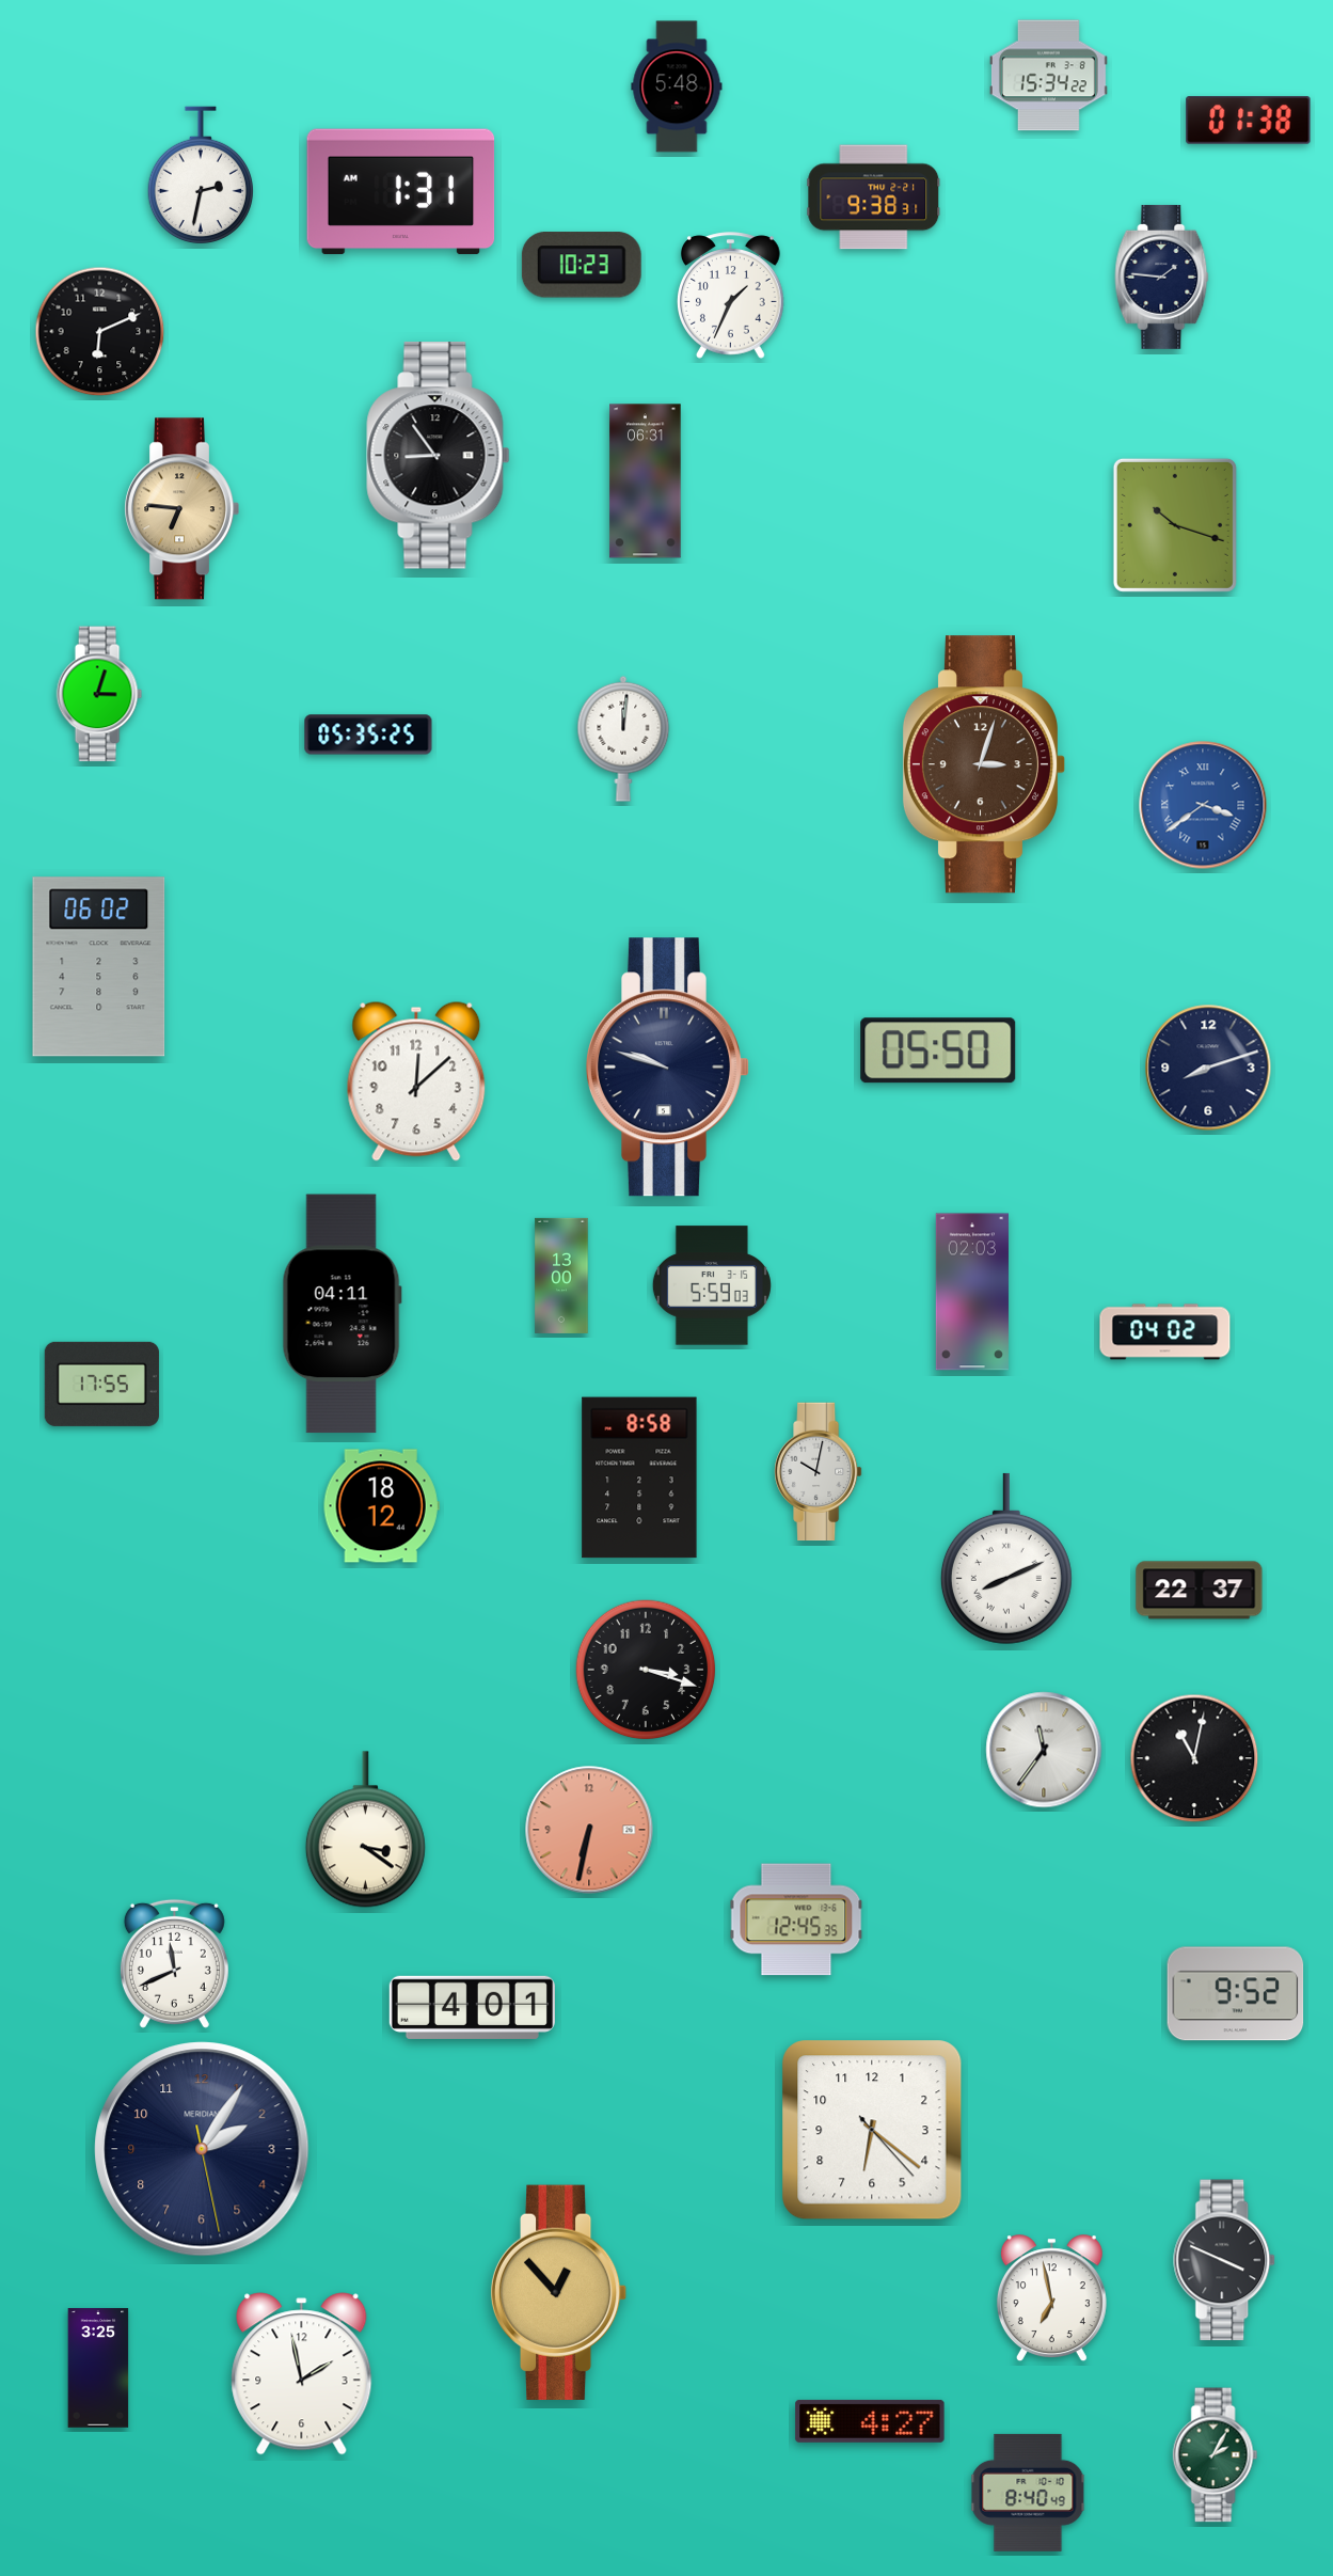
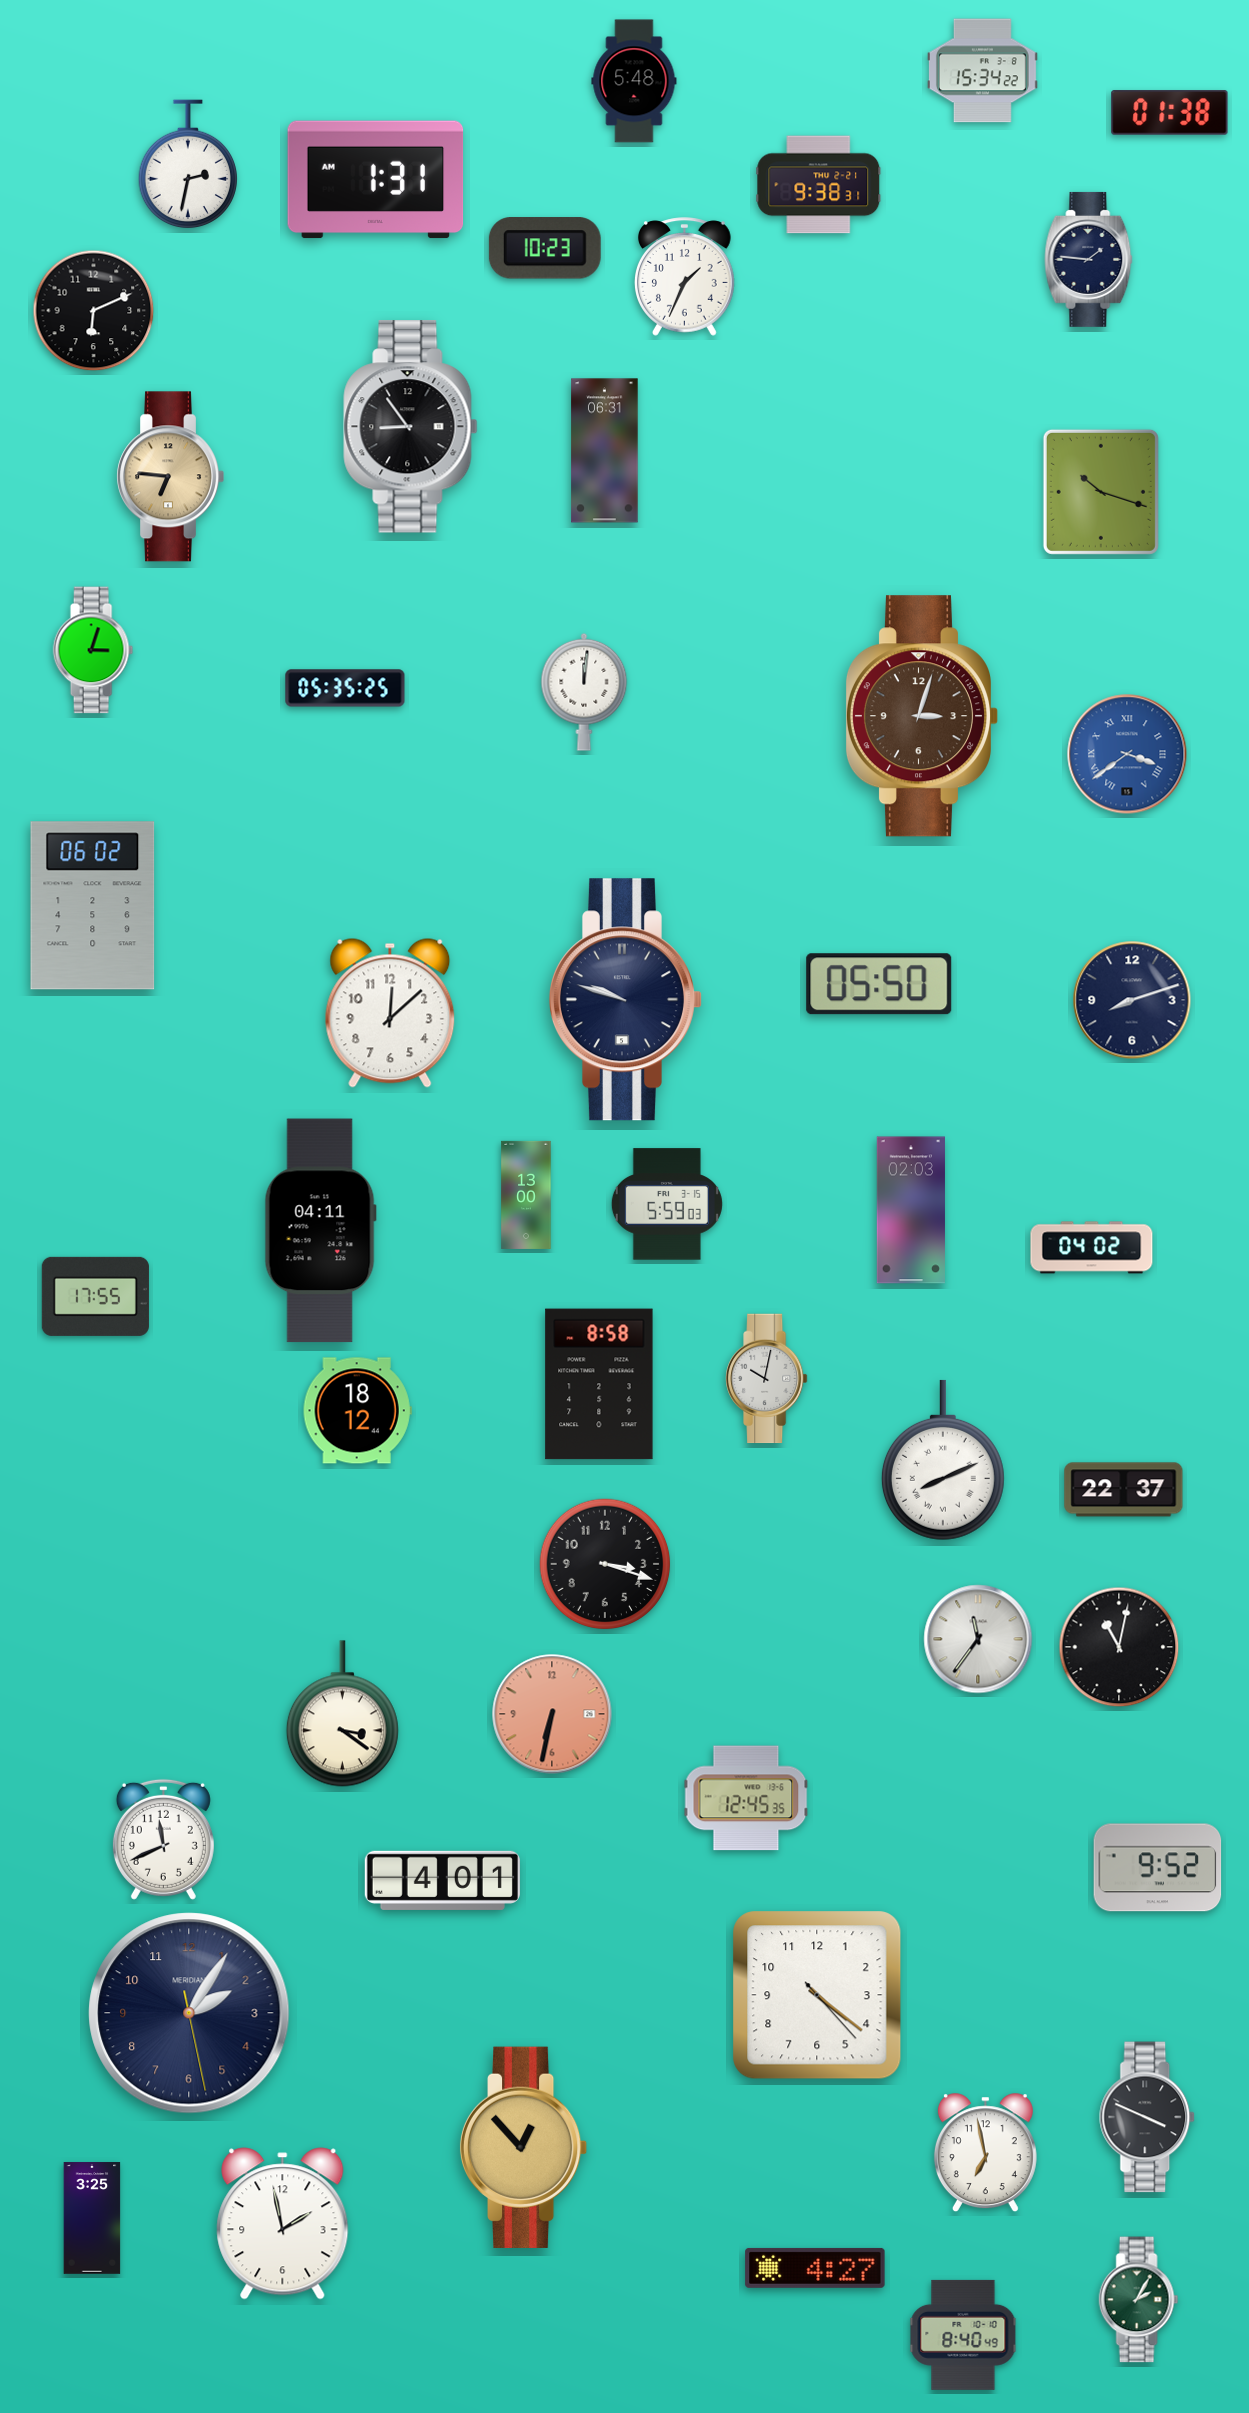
clock at (872, 2130): 6:21 -> 4:21
